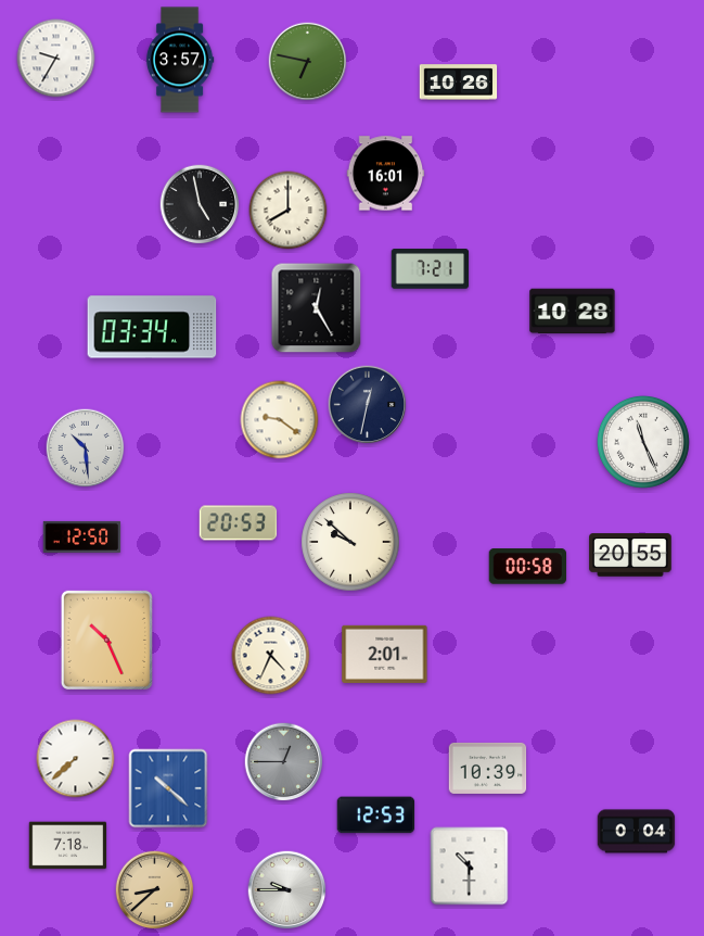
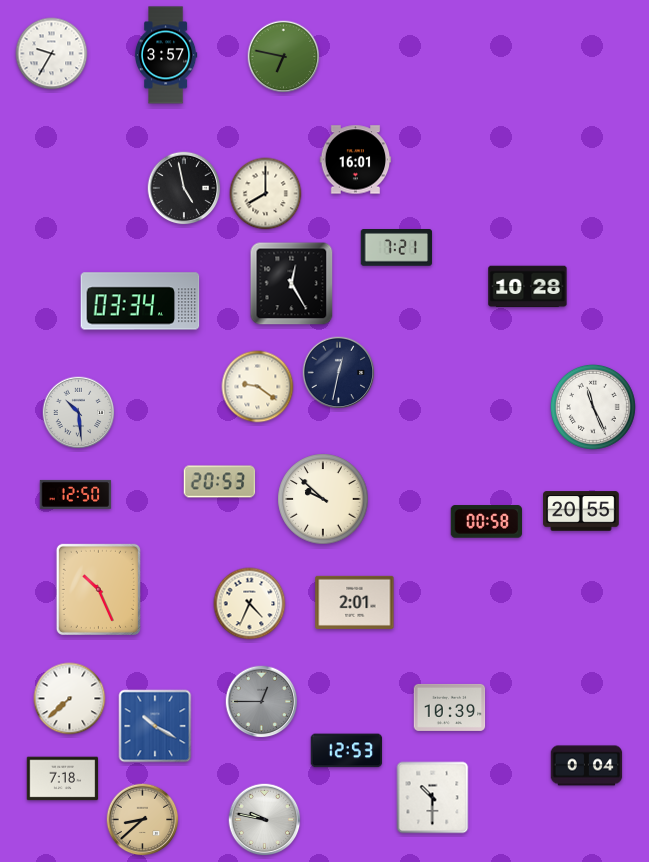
clock at (459, 83): 10:26 -> none
clock at (168, 788): 10:22 -> 10:20
clock at (287, 890): 9:45 -> 9:47
